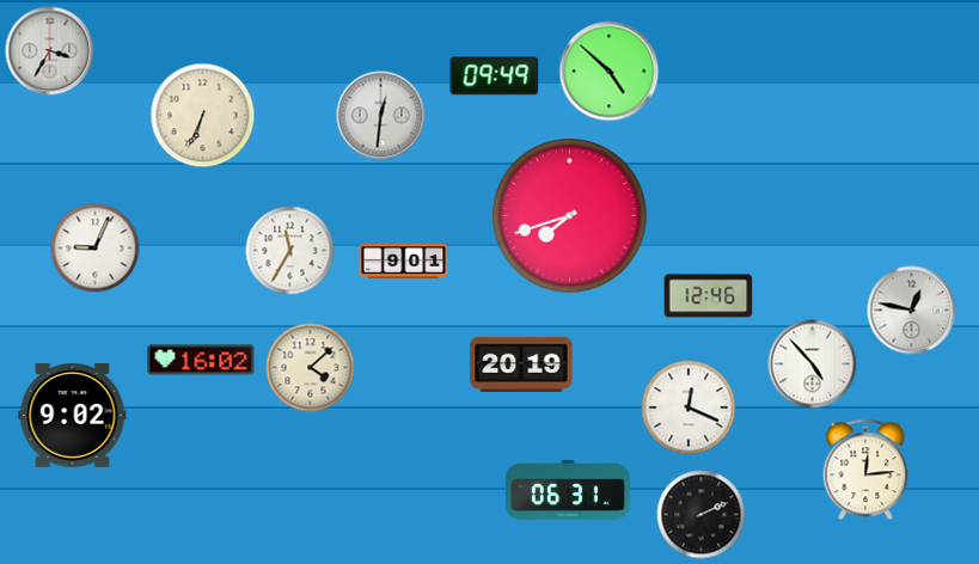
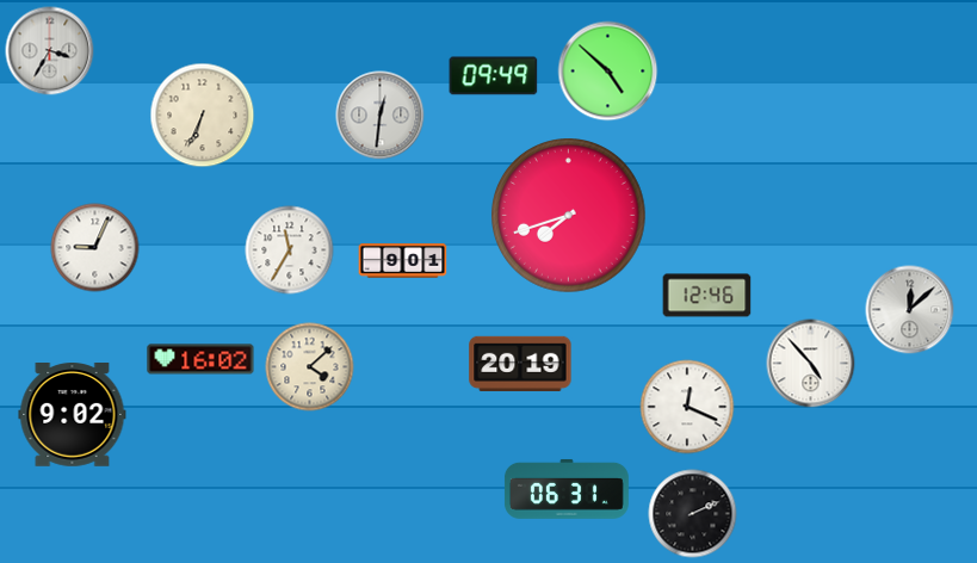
clock at (912, 311): 12:47 -> 12:08
clock at (865, 470): 12:14 -> none
clock at (702, 515) position: (702, 515) -> (693, 514)
